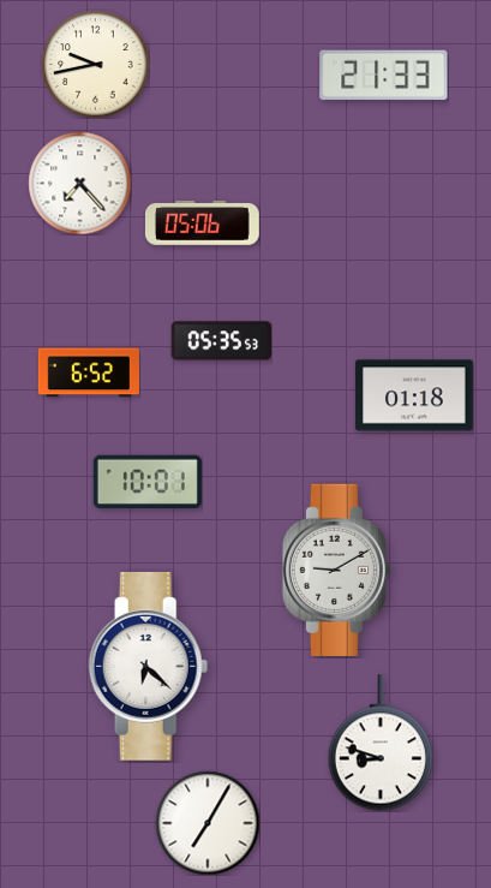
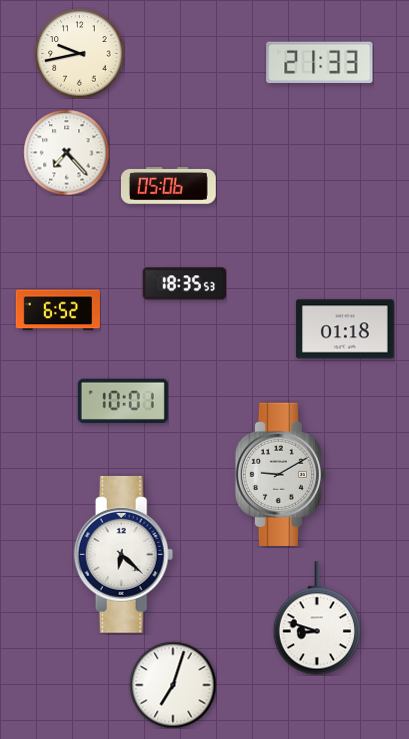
clock at (221, 341): 05:35 -> 18:35
clock at (89, 373) position: (89, 373) -> (58, 310)
clock at (208, 823): 7:05 -> 7:03
